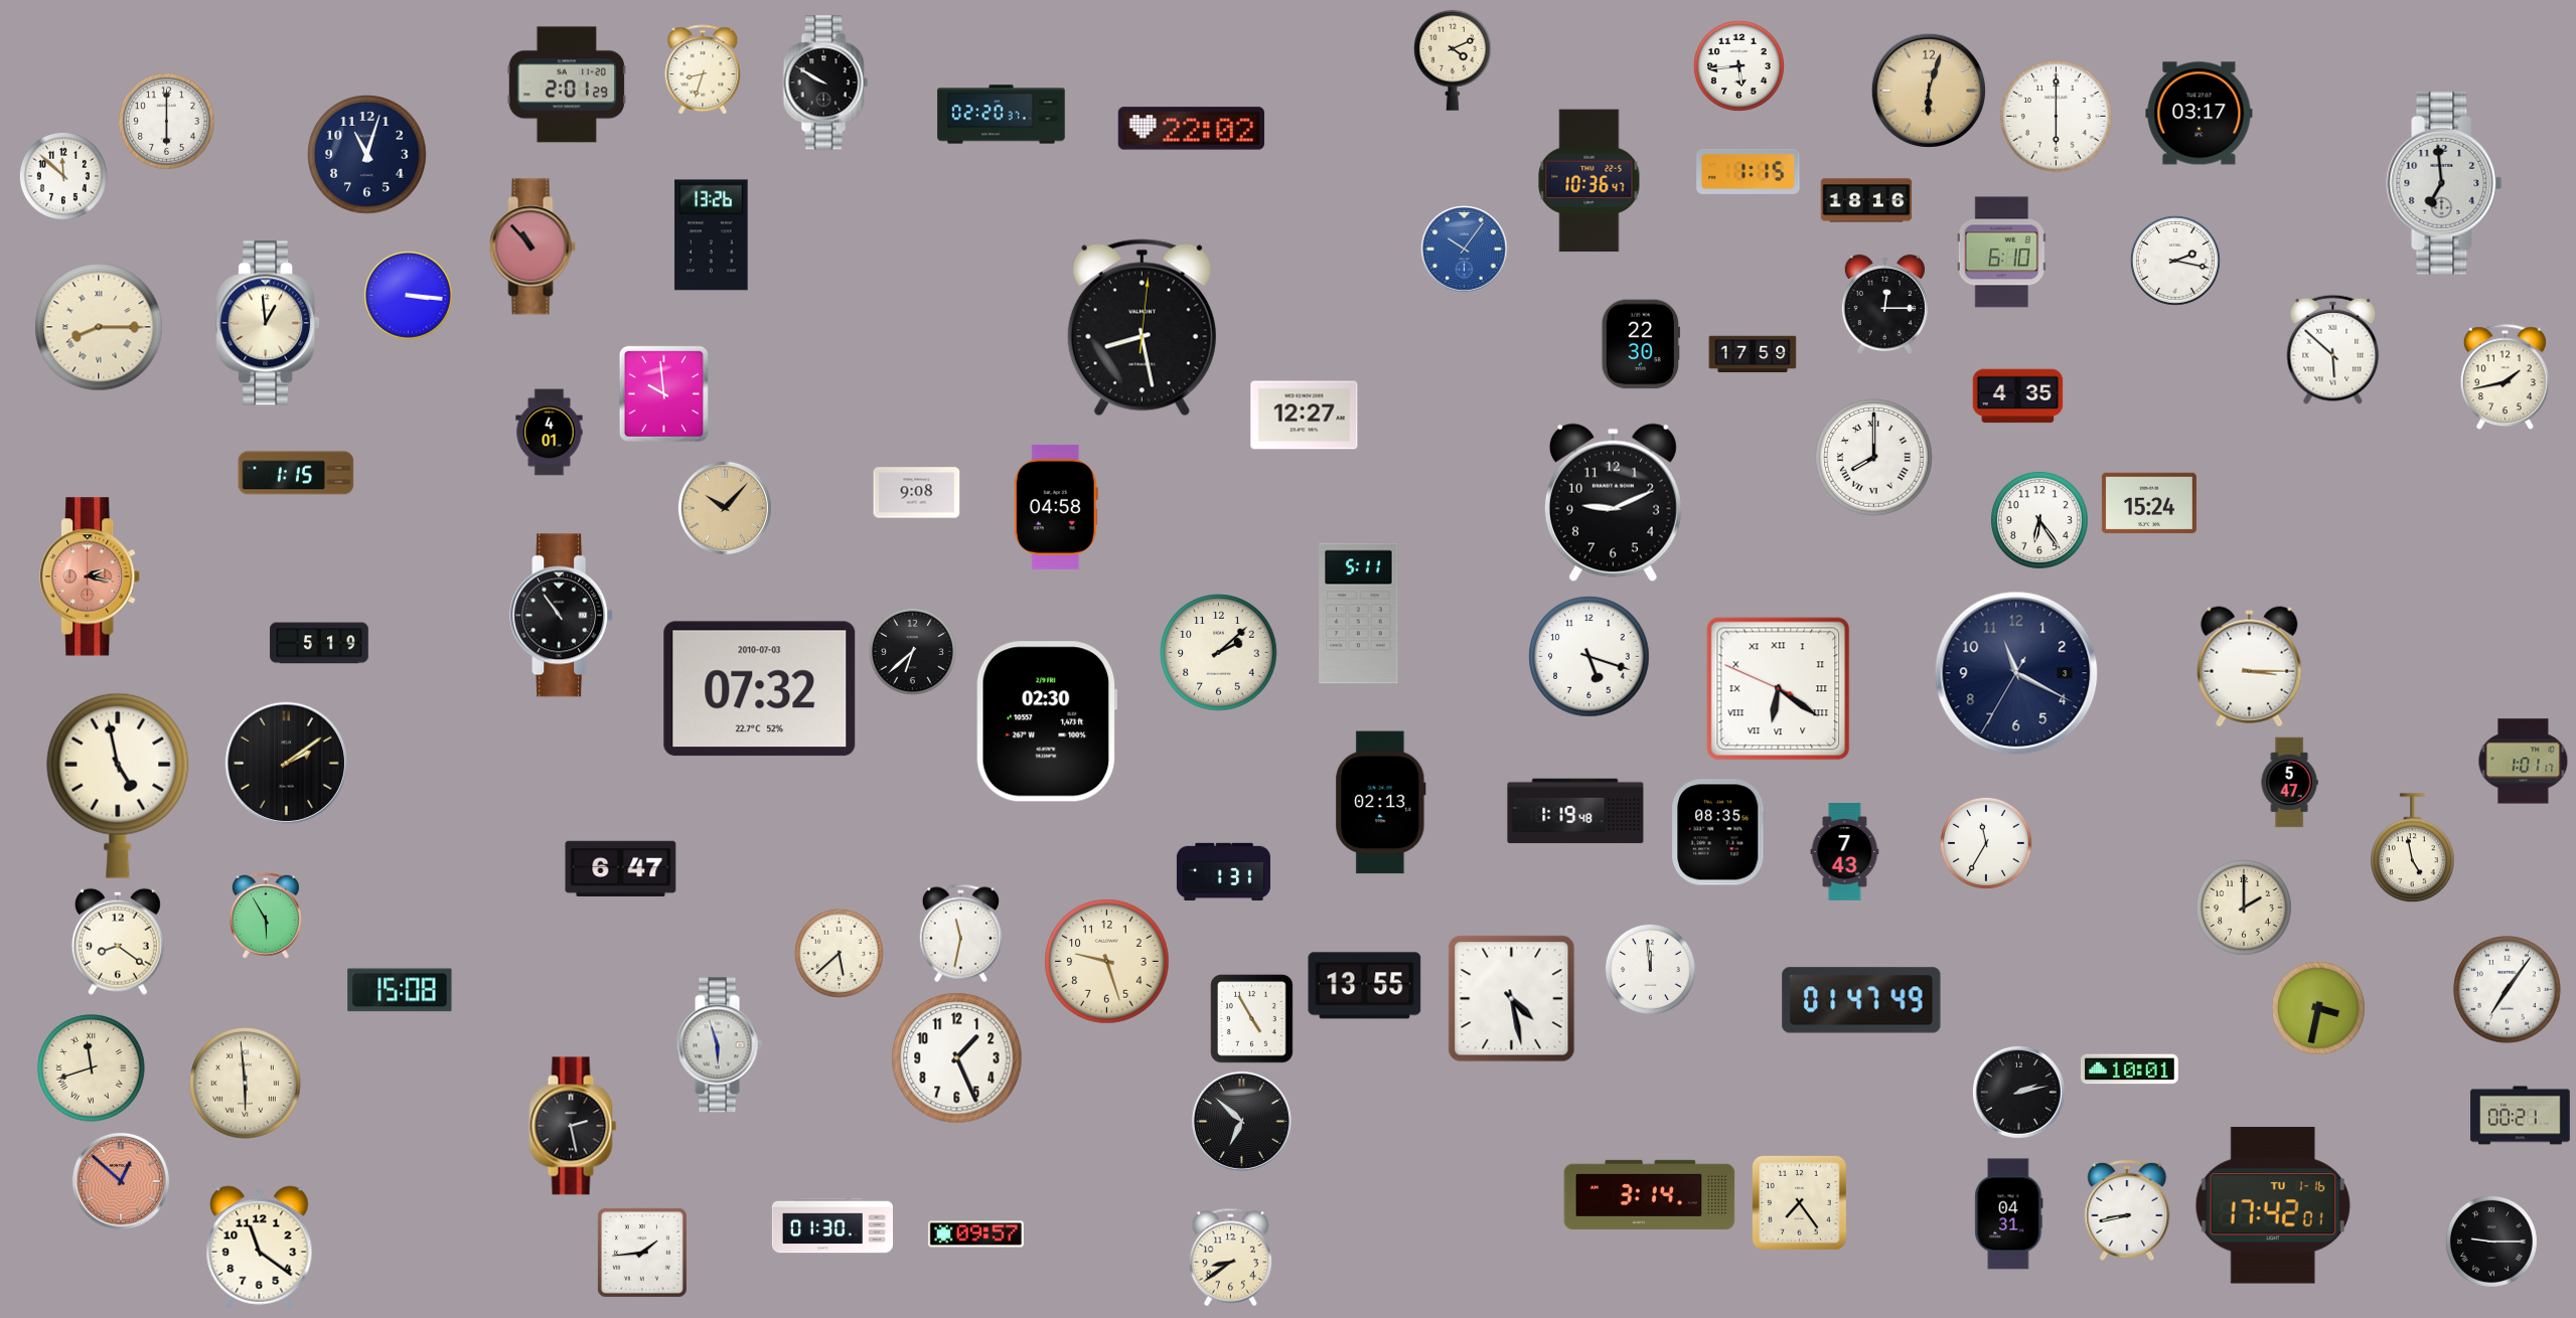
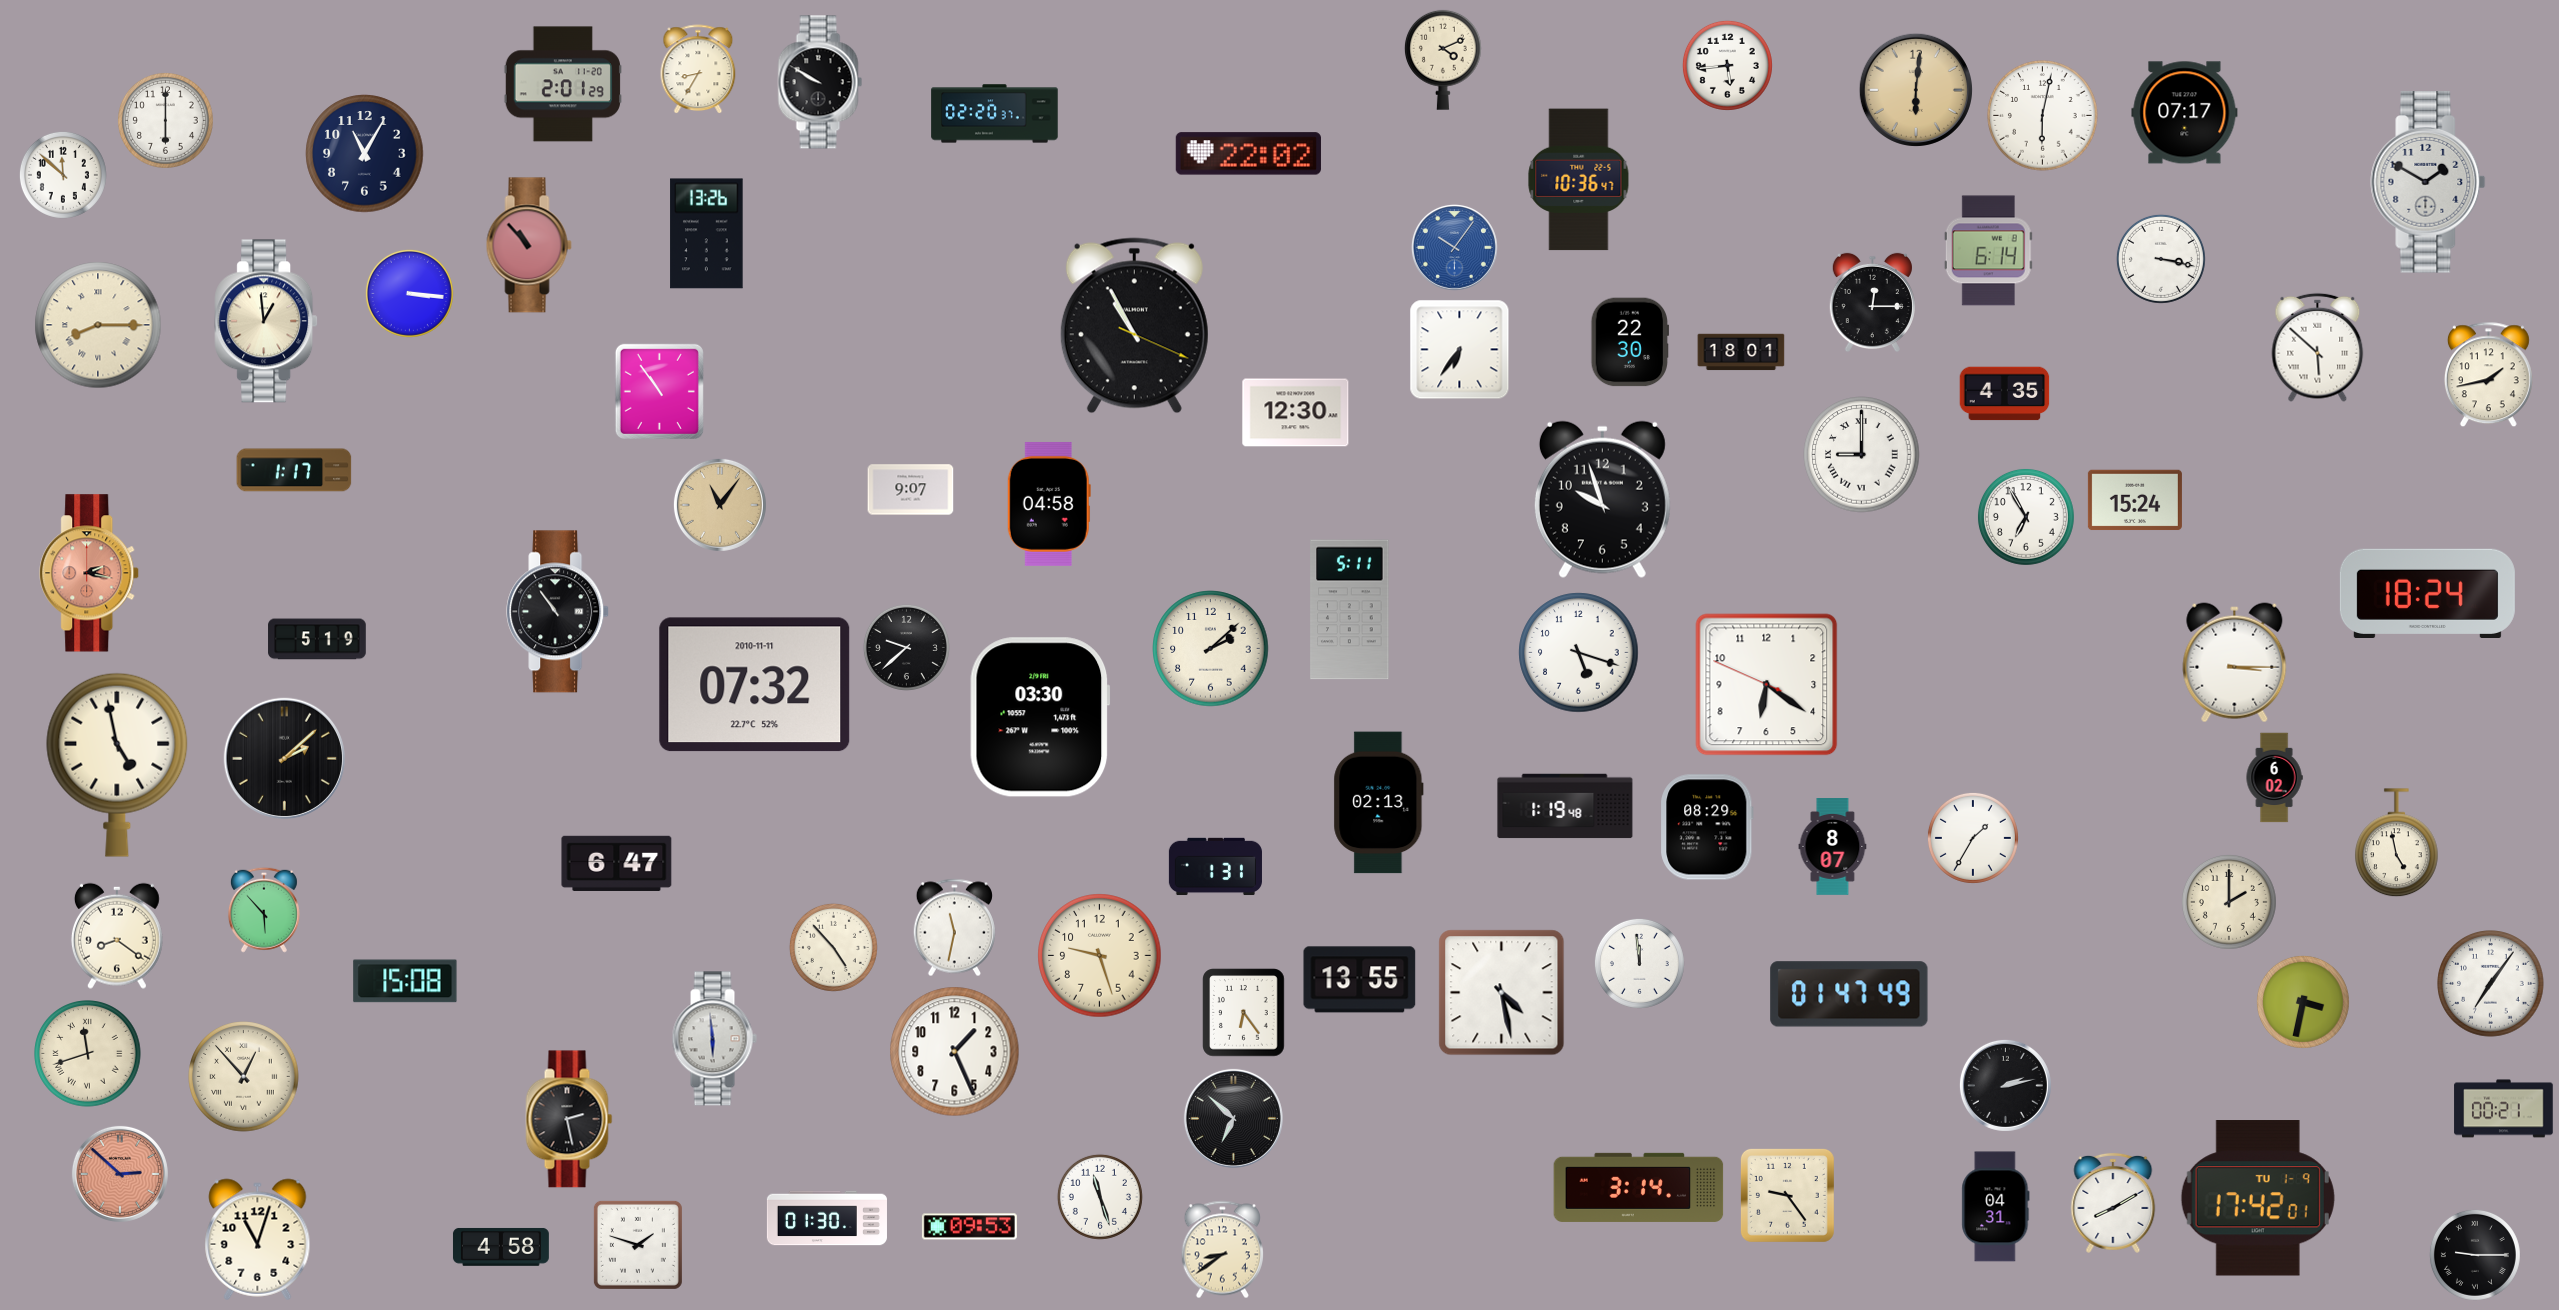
clock at (703, 70): 8:33 -> 8:35
clock at (1929, 91): 6:03 -> 6:01
clock at (2200, 114): 03:17 -> 07:17
clock at (2057, 117): 6:00 -> 6:02
clock at (1191, 129) position: (1191, 129) -> (1248, 154)
clock at (367, 155): 11:03 -> 11:05
clock at (1749, 171): 1:15 -> none
clock at (2444, 183): 6:59 -> 1:50
clock at (1866, 200): 18:16 -> none
clock at (2001, 253): 6:10 -> 6:14
clock at (2175, 261): 2:17 -> 3:17
clock at (408, 295) position: (408, 295) -> (409, 293)
clock at (1142, 328): 8:28 -> 10:55
clock at (1460, 350): none -> 6:36
clock at (1753, 354): 17:59 -> 18:01
clock at (663, 393): 9:59 -> 10:54
clock at (1305, 416): 12:27 -> 12:30
clock at (550, 433): 4:01 -> none
clock at (1874, 458): 8:00 -> 9:00
clock at (296, 473): 1:15 -> 1:17
clock at (917, 493): 9:08 -> 9:07
clock at (1613, 502): 9:11 -> 9:57
clock at (725, 508): 10:07 -> 11:06
clock at (2039, 520): 6:24 -> 6:55
clock at (2427, 593): none -> 18:24
clock at (912, 651): 6:38 -> 9:38
clock at (2016, 673): 11:19 -> none
clock at (760, 689) date: 2010-07-03 -> 2010-11-11
clock at (1779, 689) numerals: Roman -> Arabic
clock at (1047, 721): 02:30 -> 03:30
clock at (2524, 762): 1:01 -> none
clock at (286, 763): 2:09 -> 2:08
clock at (2289, 783): 5:47 -> 6:02
clock at (118, 786) position: (118, 786) -> (117, 765)
clock at (1381, 803) position: (1381, 803) -> (1379, 803)
clock at (1718, 832): 08:35 -> 08:29
clock at (1986, 843): 11:35 -> 1:35
clock at (1845, 852): 7:43 -> 8:07
clock at (266, 916): 5:55 -> 5:53
clock at (839, 953): 5:38 -> 4:53
clock at (1365, 986) position: (1365, 986) -> (1360, 980)
clock at (400, 990) position: (400, 990) -> (405, 981)
clock at (1252, 1019): 4:55 -> 6:24
clock at (719, 1045): 5:57 -> 5:59
clock at (957, 1058) position: (957, 1058) -> (955, 1052)
clock at (92, 1068) position: (92, 1068) -> (88, 1054)
clock at (2130, 1069): 10:01 -> none
clock at (246, 1084): 5:59 -> 12:53
clock at (1241, 1121) position: (1241, 1121) -> (1233, 1118)
clock at (121, 1181): 12:52 -> 2:52
clock at (1799, 1202): 7:24 -> 9:24
clock at (1100, 1197): none -> 11:27
clock at (2273, 1205) date: TU 1-16 -> TU 1-9
clock at (2127, 1210): 8:43 -> 8:10
clock at (975, 1234): 09:57 -> 09:53
clock at (2491, 1242) position: (2491, 1242) -> (2475, 1255)
clock at (260, 1248): 11:21 -> 11:03
clock at (642, 1253): 1:44 -> 1:48
clock at (501, 1247): none -> 4:58
